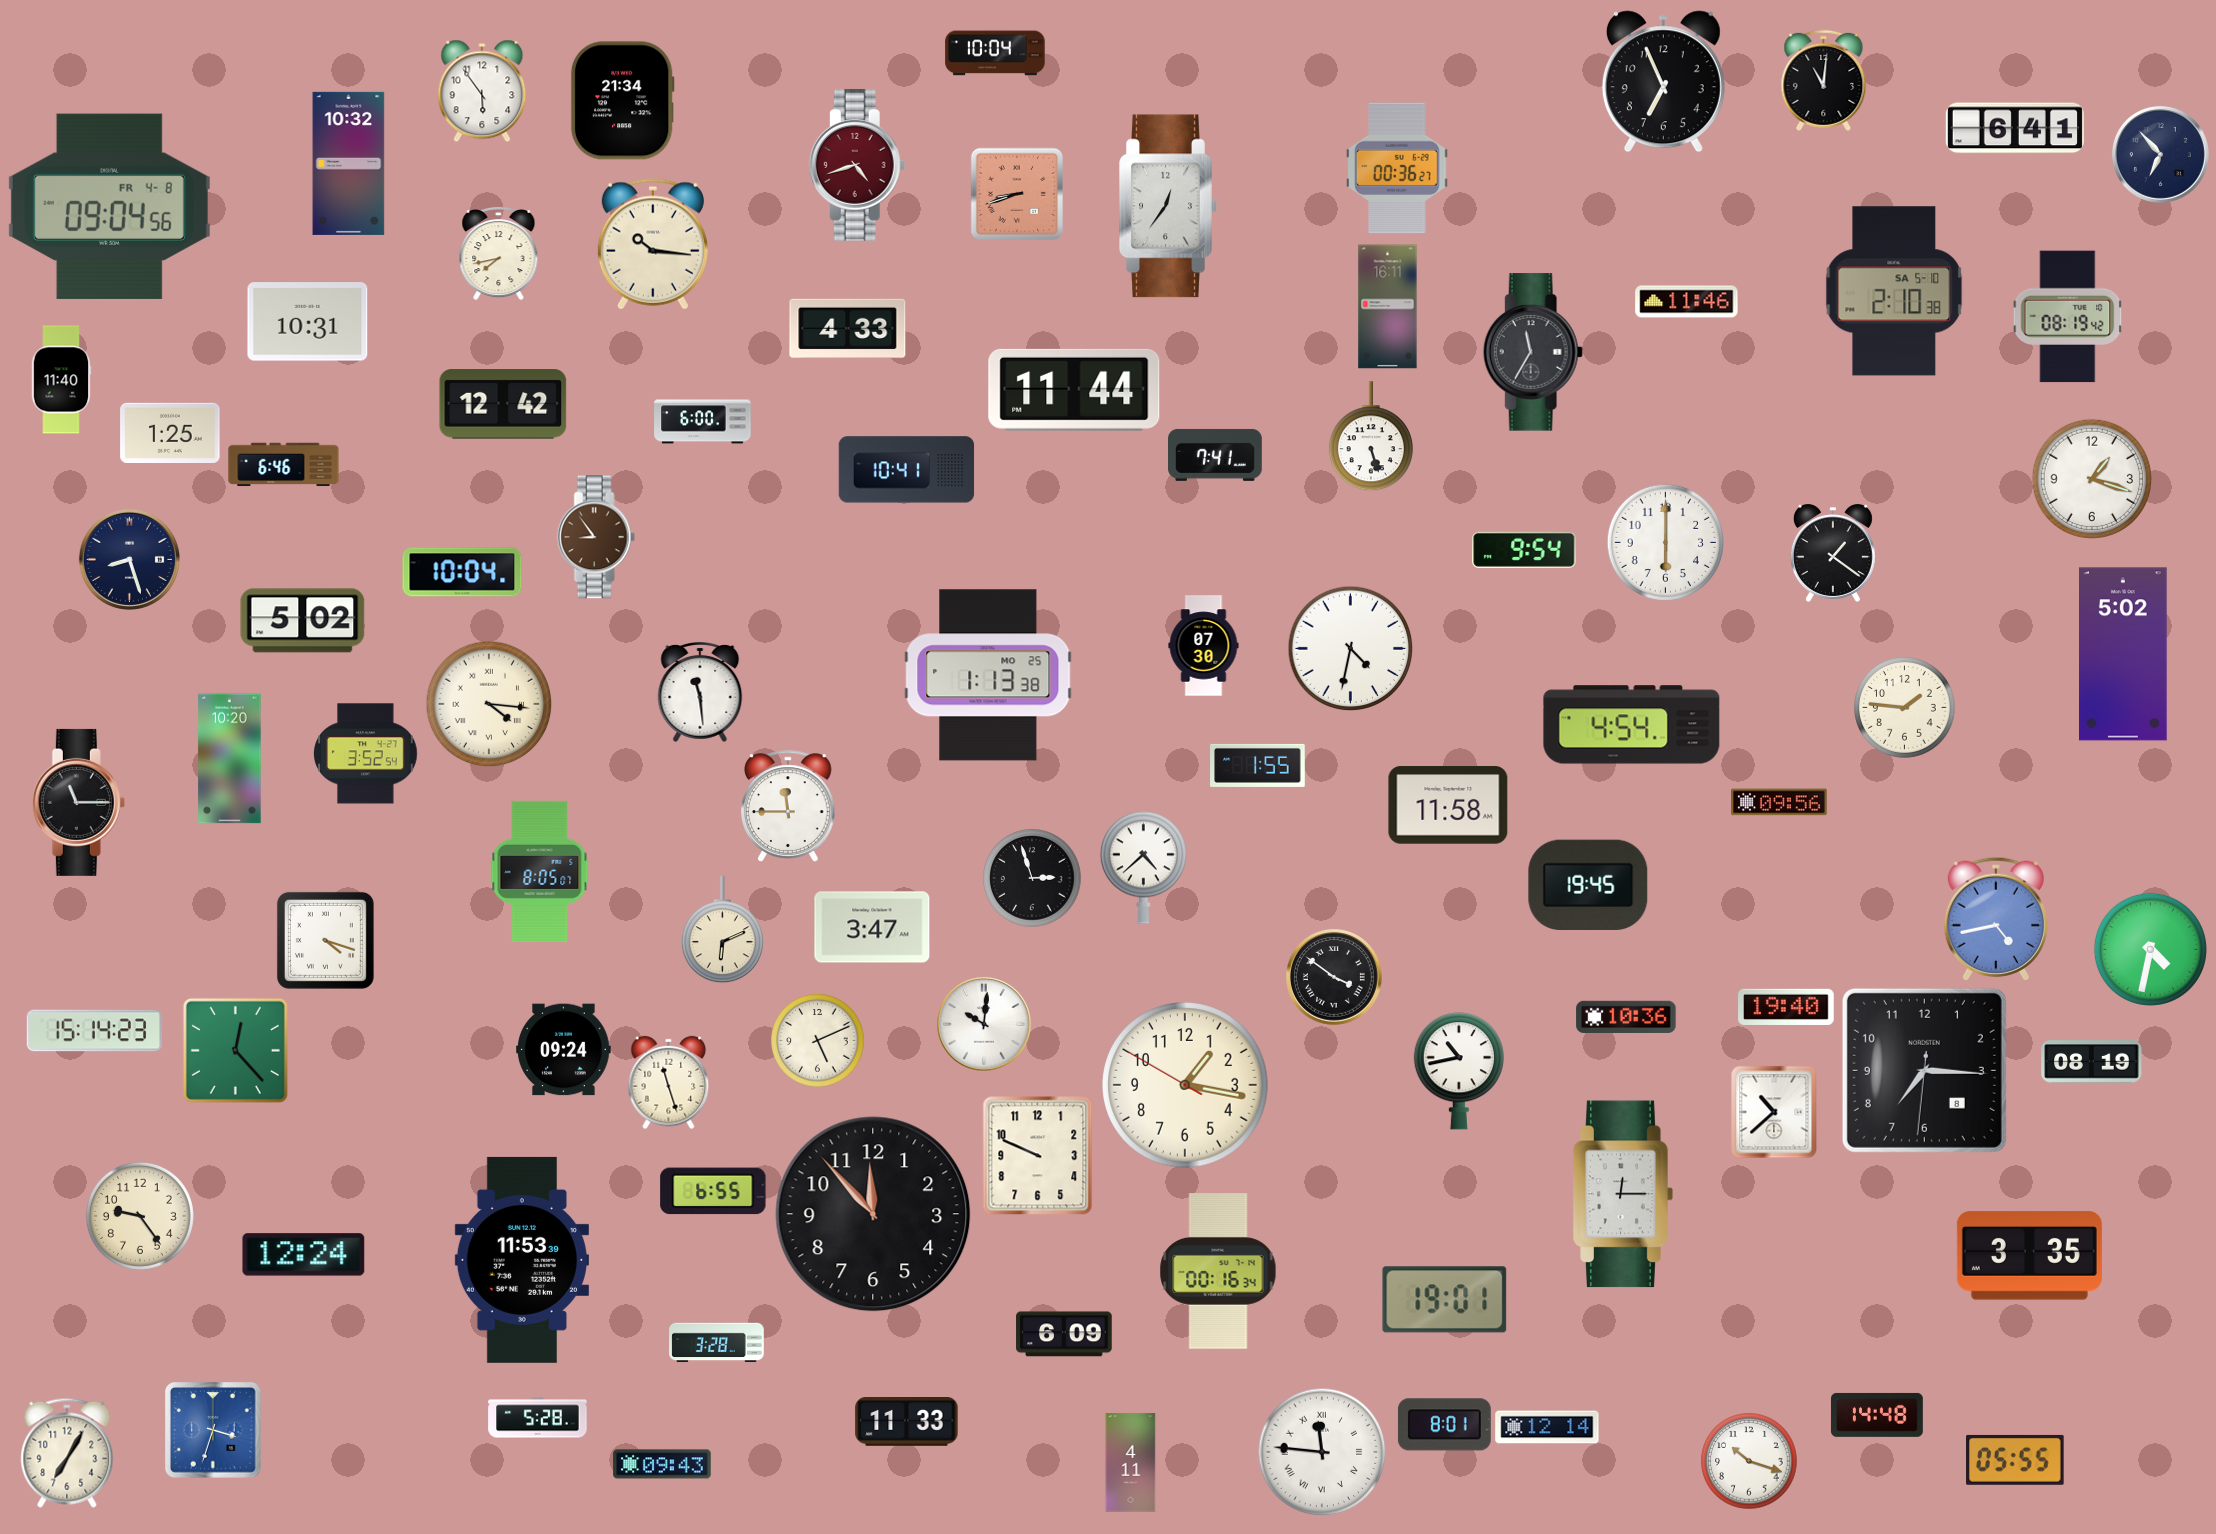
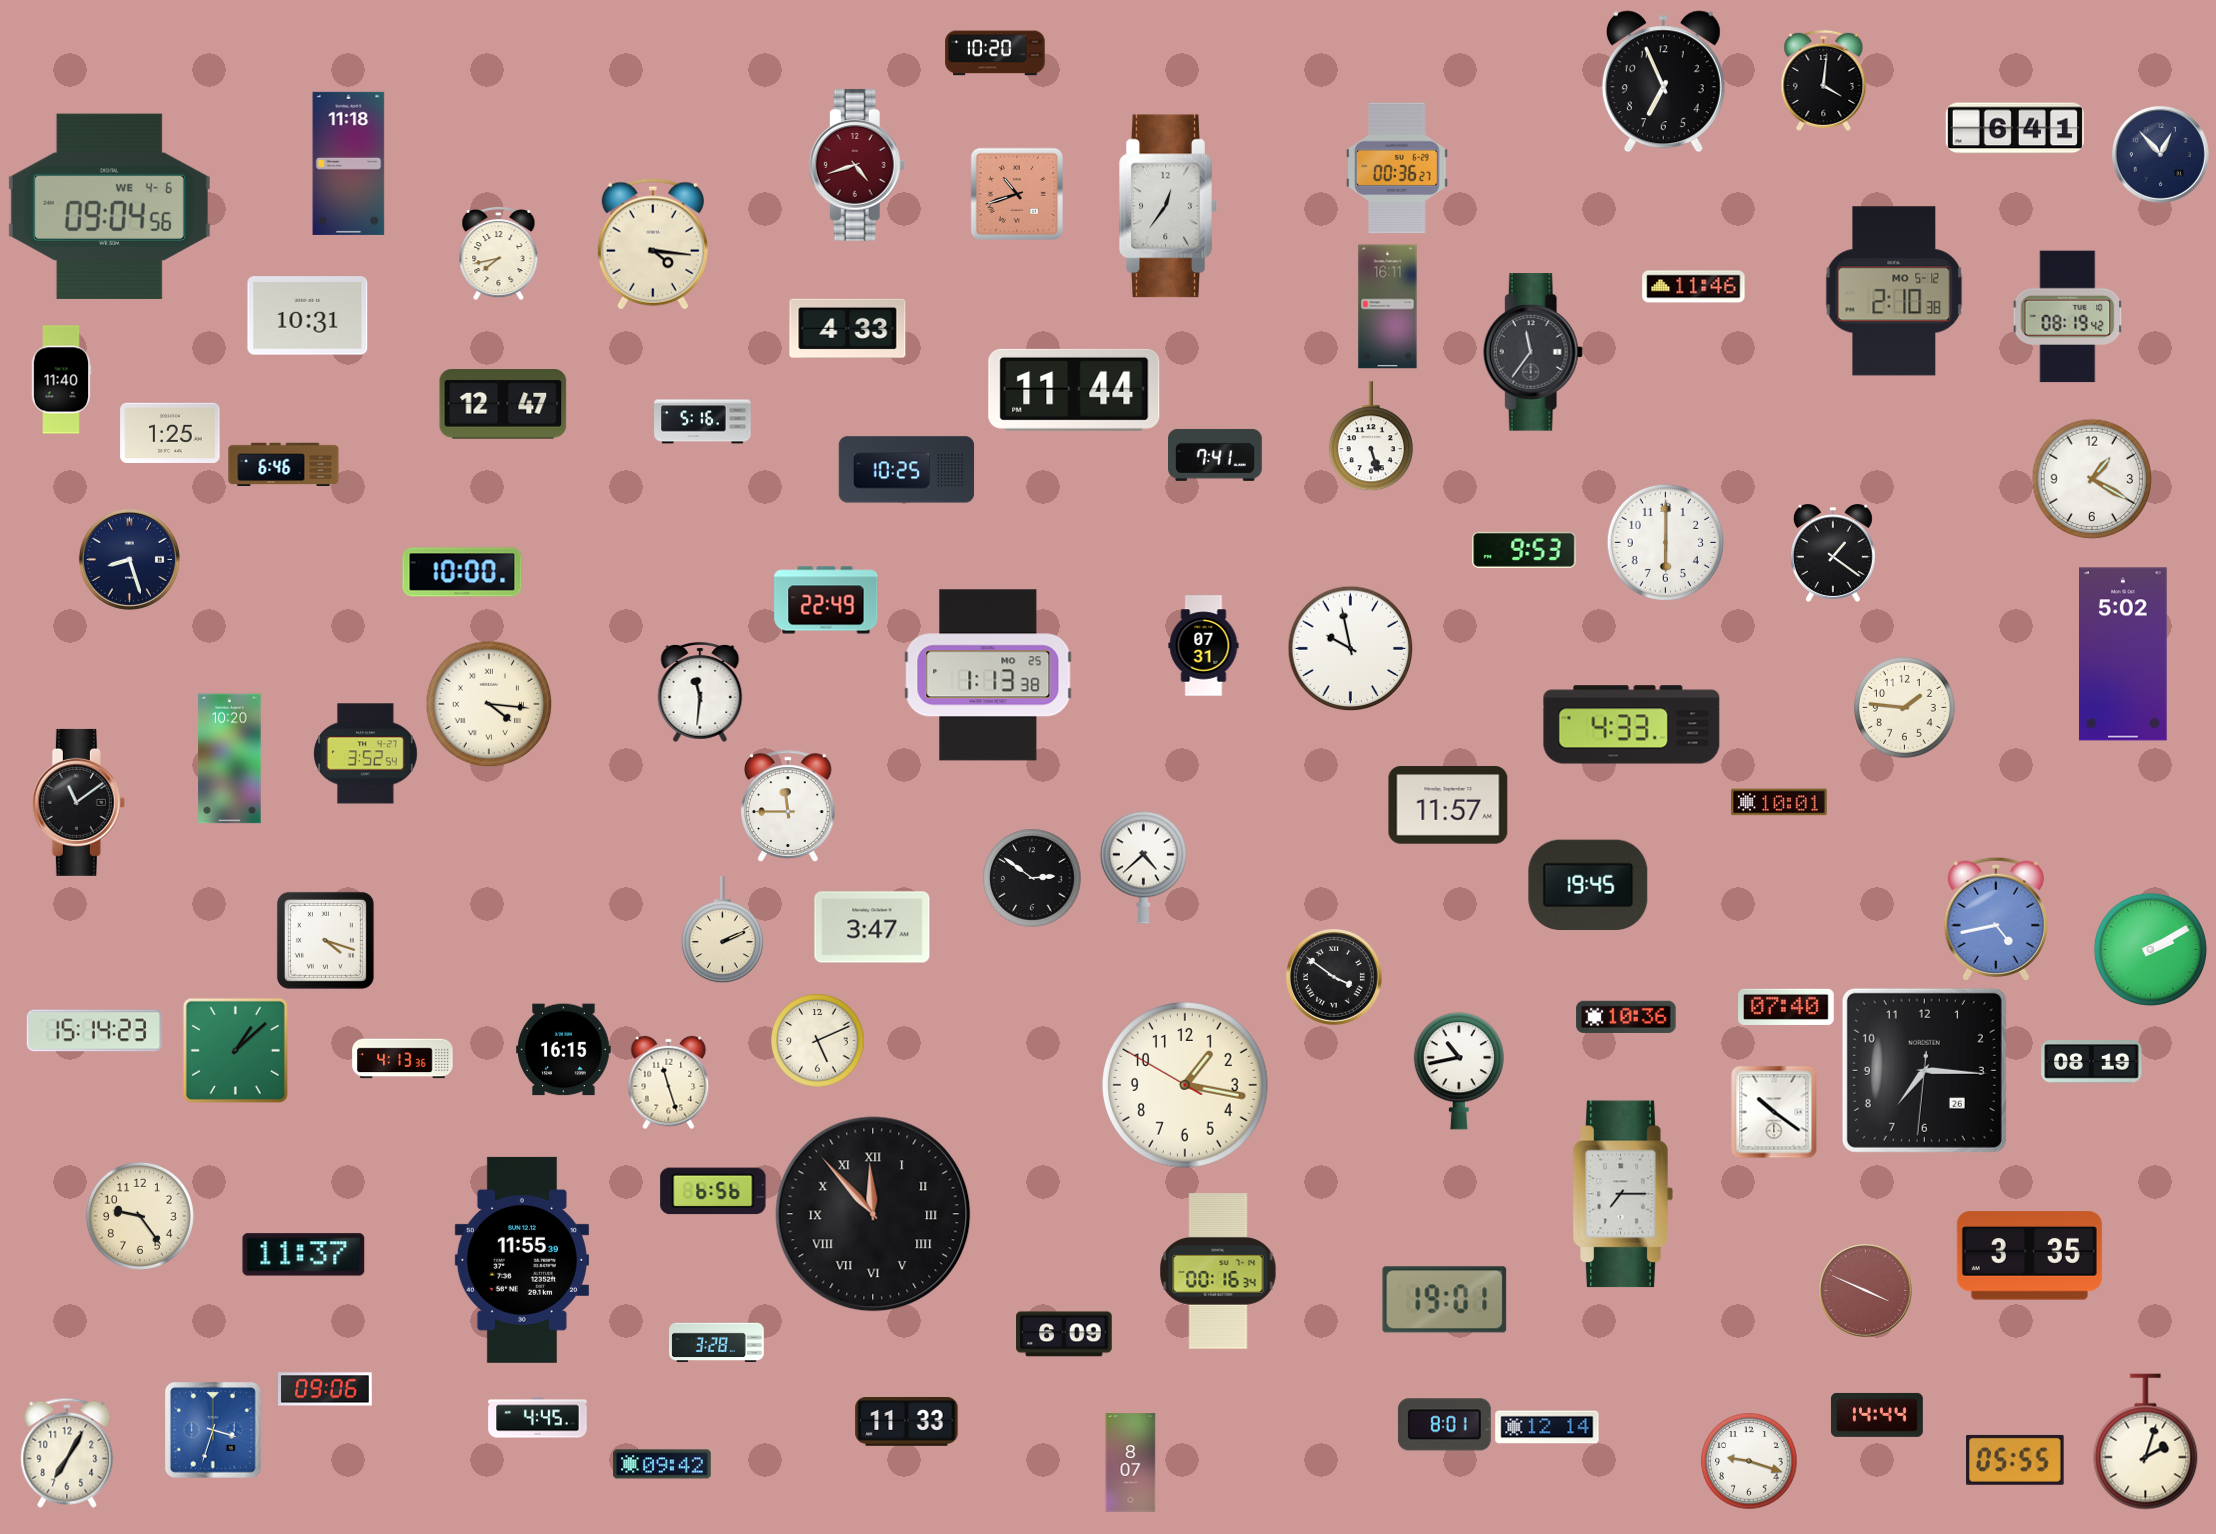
clock at (995, 53): 10:04 -> 10:20
clock at (1824, 80): 11:01 -> 4:01
clock at (482, 91): 5:54 -> none
clock at (622, 101): 21:34 -> none
clock at (2160, 154): 6:53 -> 12:53
clock at (349, 163): 10:32 -> 11:18
clock at (1017, 194): 8:42 -> 10:42
clock at (109, 206) date: FR 4-8 -> WE 4-6
clock at (653, 244): 10:16 -> 4:16
clock at (1894, 291) date: SA 5-10 -> MO 5-12
clock at (1687, 302) position: (1687, 302) -> (1694, 287)
clock at (308, 322) position: (308, 322) -> (308, 316)
clock at (1533, 352): 11:35 -> 11:36
clock at (503, 404): 12:42 -> 12:47
clock at (703, 422): 6:00 -> 5:16
clock at (907, 470): 10:41 -> 10:25
clock at (2091, 478): 1:18 -> 1:20
clock at (596, 537): 8:54 -> none
clock at (1524, 550): 9:54 -> 9:53
clock at (462, 572): 10:04 -> 10:00
clock at (826, 600): none -> 22:49
clock at (303, 621): 5:02 -> none
clock at (1204, 646): 07:30 -> 07:31
clock at (1350, 648): 4:32 -> 9:58
clock at (700, 692): 11:29 -> 11:31
clock at (1632, 725): 4:54 -> 4:33
clock at (1258, 765): 1:55 -> none
clock at (78, 802): 11:15 -> 11:09
clock at (1779, 802): 09:56 -> 10:01
clock at (1448, 805): 11:58 -> 11:57
clock at (540, 871): 8:05 -> none
clock at (1032, 878): 2:57 -> 2:51
clock at (722, 930): 6:11 -> 2:11
clock at (2150, 949): 4:32 -> 2:10
clock at (1786, 1007): 19:40 -> 07:40
clock at (984, 1024): 10:01 -> none
clock at (235, 1050): 12:23 -> 1:08
clock at (564, 1050): 09:24 -> 16:15
clock at (403, 1059): none -> 4:13
clock at (1924, 1070) date: 8 -> 26
clock at (1774, 1112): 10:38 -> 10:21
clock at (1038, 1155): 9:49 -> none
clock at (713, 1191): 6:55 -> 6:56
clock at (1623, 1194): 12:15 -> 7:15
clock at (873, 1214) numerals: Arabic -> Roman
clock at (304, 1255): 12:24 -> 11:37
clock at (522, 1260): 11:53 -> 11:55
clock at (1865, 1290): none -> 3:49
clock at (325, 1389): none -> 09:06
clock at (1877, 1415): 14:48 -> 14:44
clock at (538, 1418): 5:28 -> 4:45
clock at (2146, 1442): none -> 2:03
clock at (1322, 1452): 11:46 -> none
clock at (1749, 1461): 10:18 -> 9:18
clock at (1131, 1463): 4:11 -> 8:07
clock at (662, 1464): 09:43 -> 09:42
